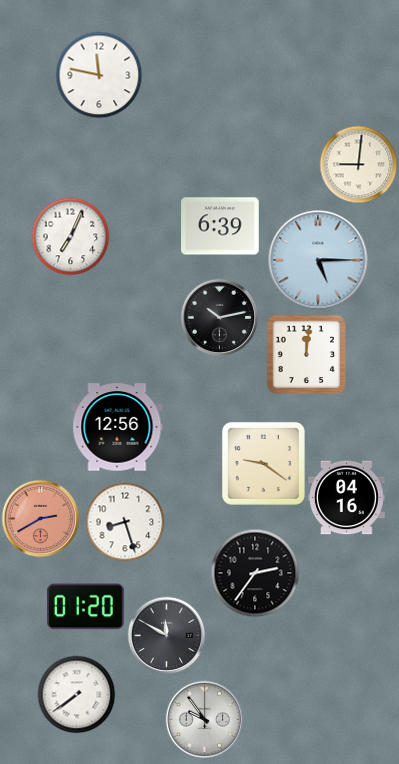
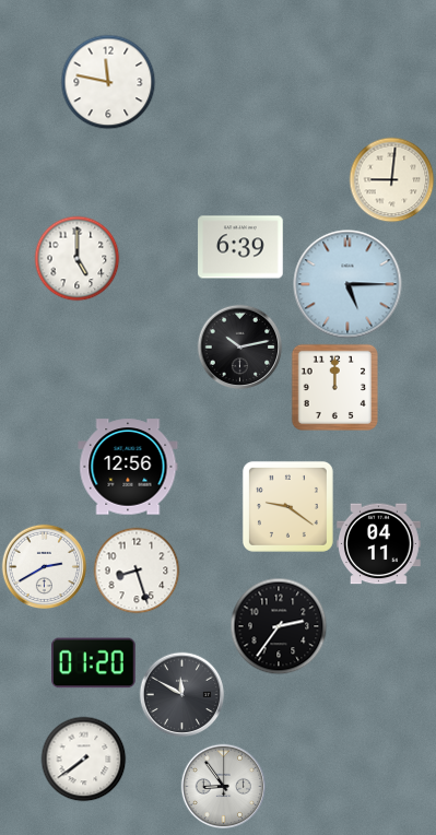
clock at (70, 236): 7:04 -> 5:00
clock at (306, 354): 12:01 -> 12:00
clock at (347, 498): 04:16 -> 04:11
clock at (40, 518) dial: salmon -> white
clock at (204, 719): 9:54 -> 8:54
